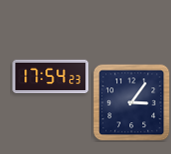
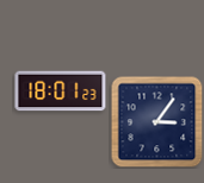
clock at (51, 77): 17:54 -> 18:01
